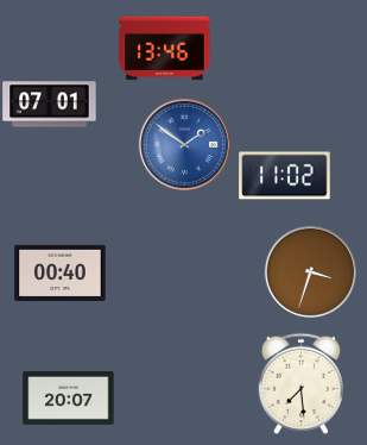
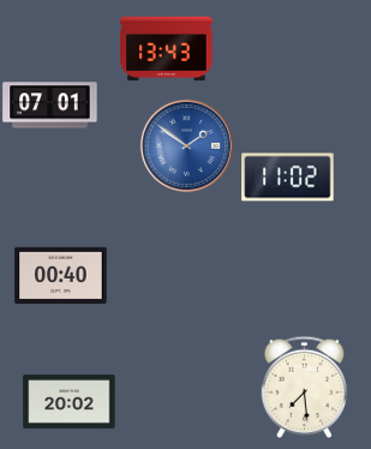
clock at (165, 49): 13:46 -> 13:43
clock at (310, 271): 3:33 -> none
clock at (69, 397): 20:07 -> 20:02
